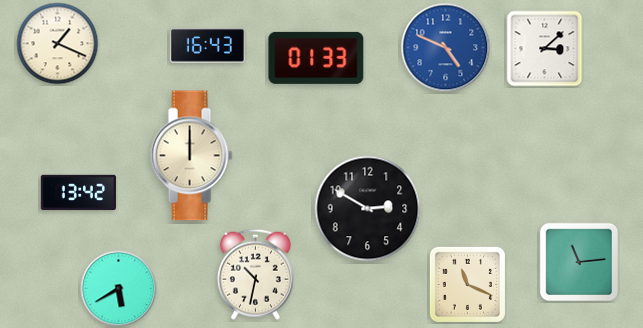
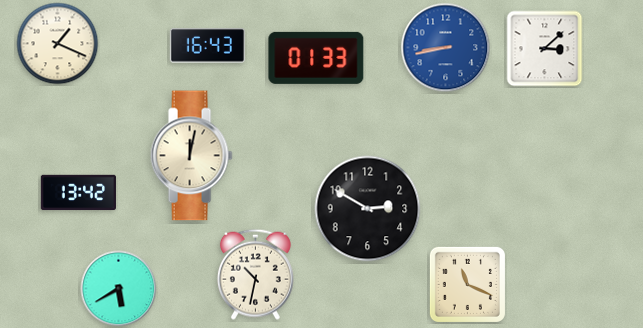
clock at (446, 48): 4:49 -> 8:43
clock at (191, 156): 12:00 -> 12:02
clock at (579, 262): 11:14 -> none
